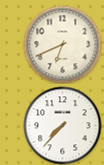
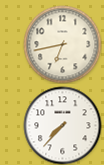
clock at (62, 44): 6:41 -> 6:43
